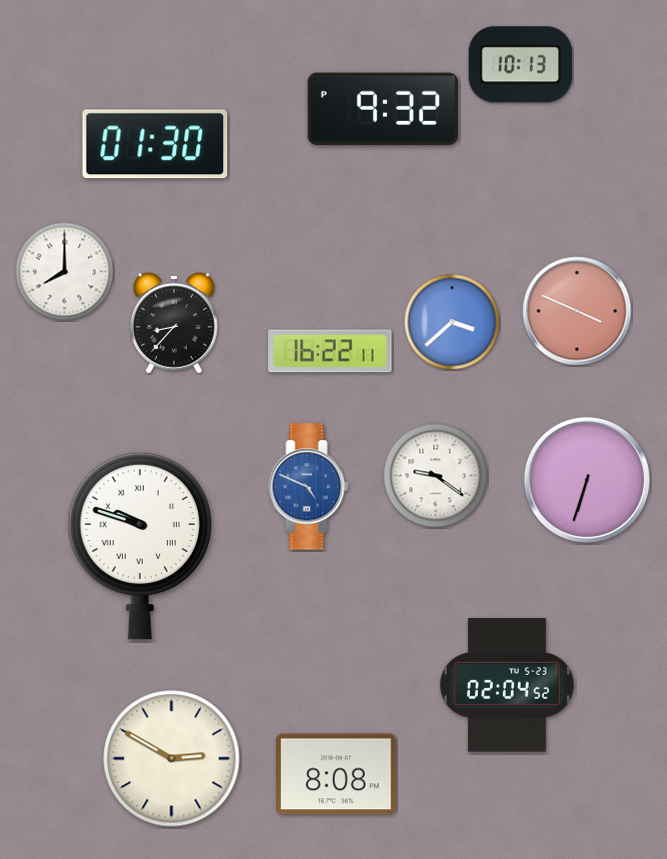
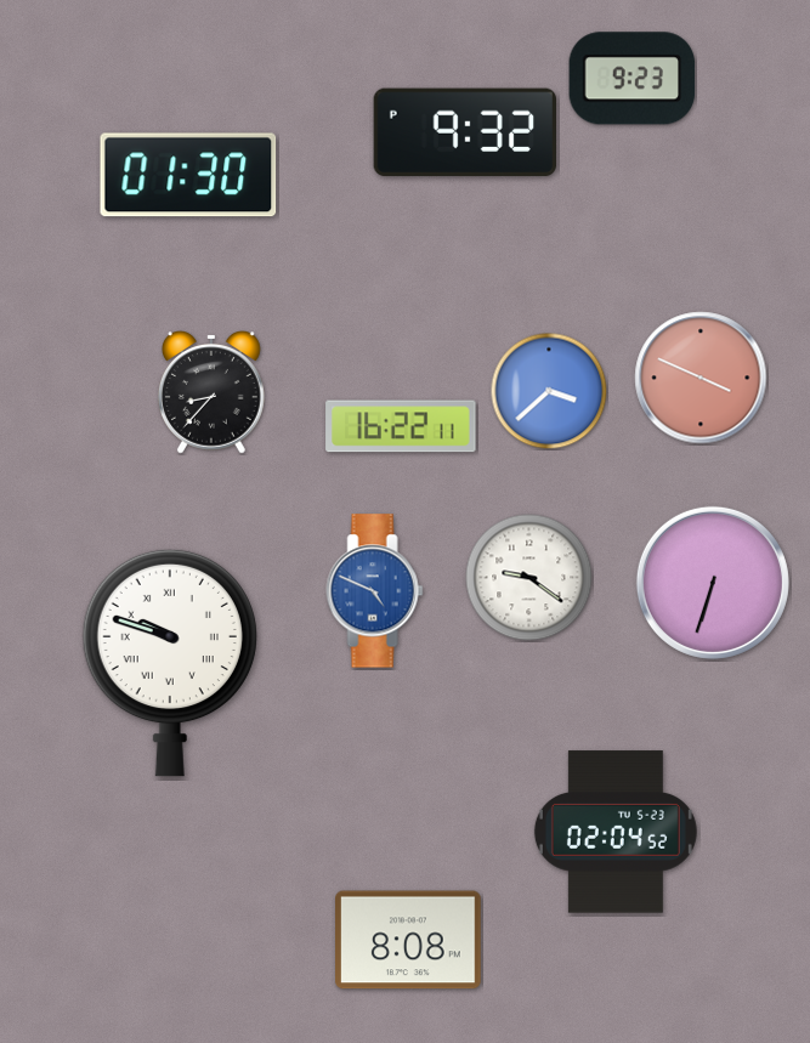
clock at (521, 65): 10:13 -> 9:23
clock at (65, 272): 8:00 -> none
clock at (172, 759): 2:50 -> none
